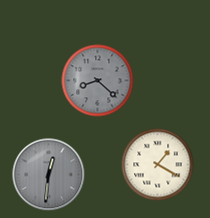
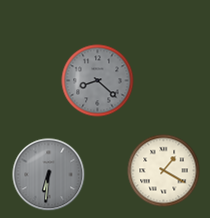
clock at (158, 165) position: (158, 165) -> (164, 171)
clock at (49, 175): 12:31 -> 6:31
